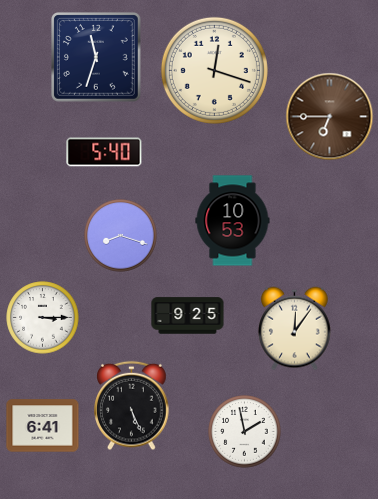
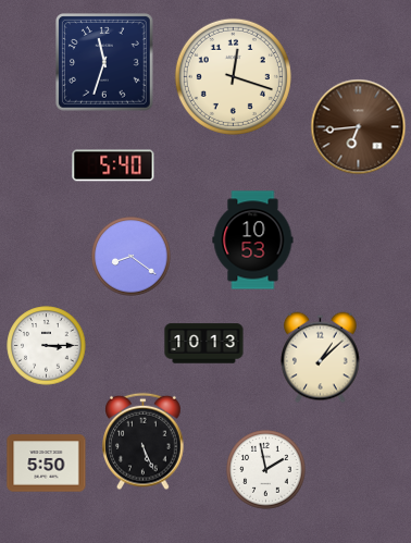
clock at (330, 117): 6:45 -> 6:44
clock at (121, 236): 8:18 -> 8:21
clock at (188, 316): 9:25 -> 10:13
clock at (295, 329): 12:06 -> 1:08
clock at (43, 426): 6:41 -> 5:50
